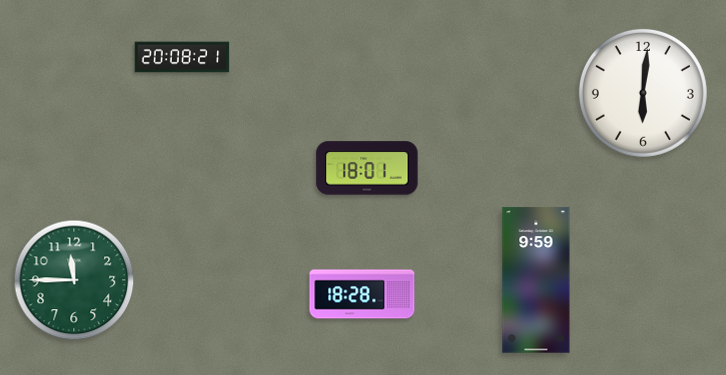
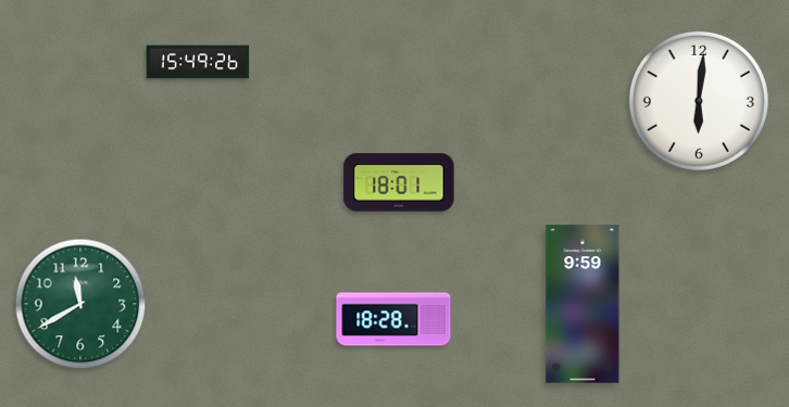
clock at (182, 57): 20:08 -> 15:49
clock at (74, 280): 11:45 -> 11:40
